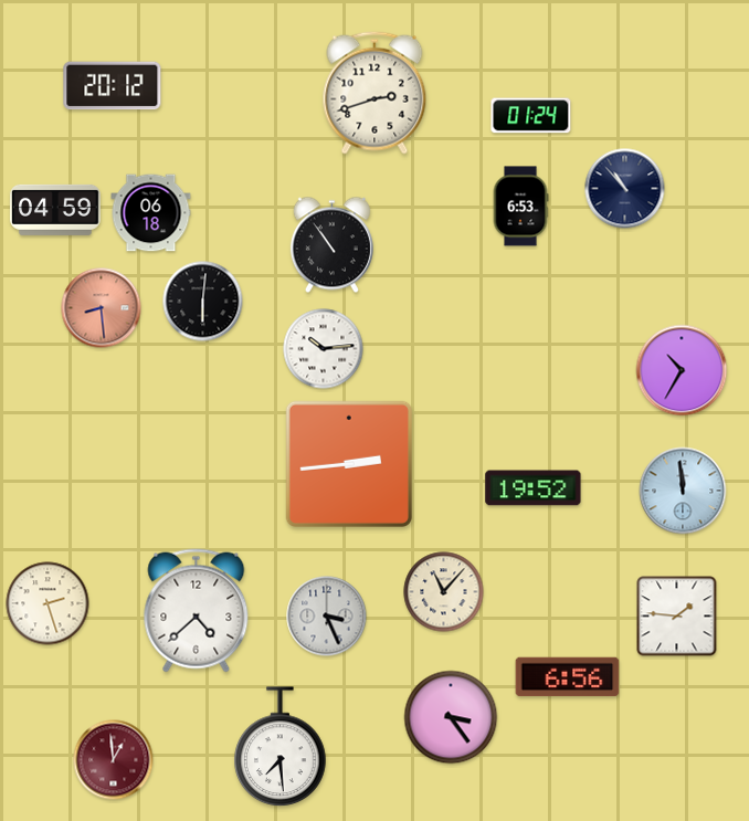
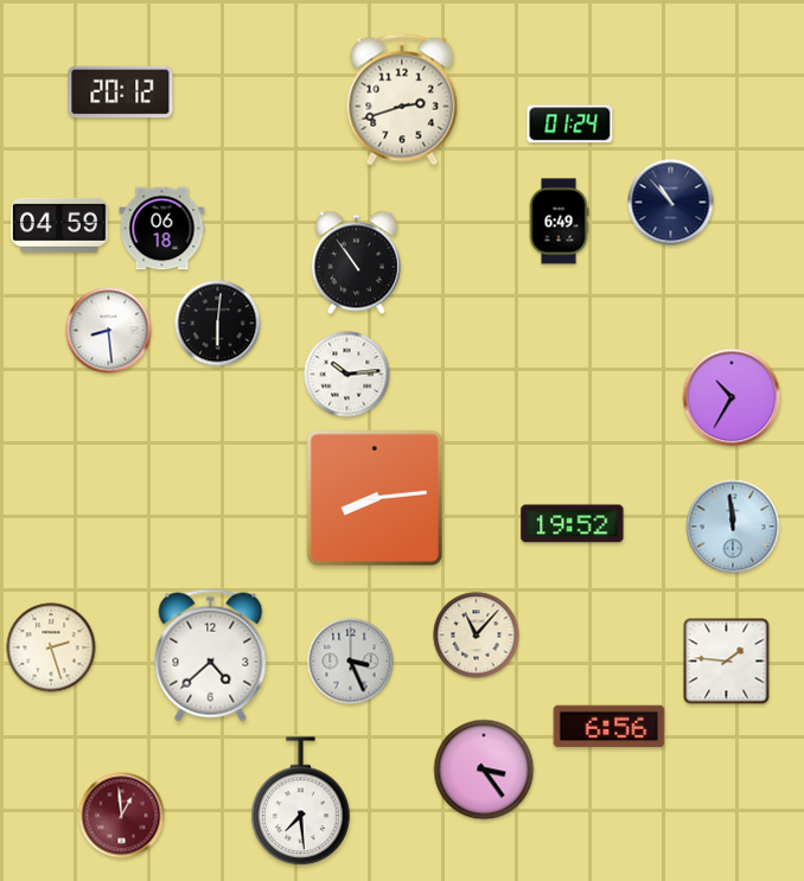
clock at (520, 207): 6:53 -> 6:49
clock at (102, 308) dial: salmon -> white
clock at (349, 464): 2:44 -> 8:14
